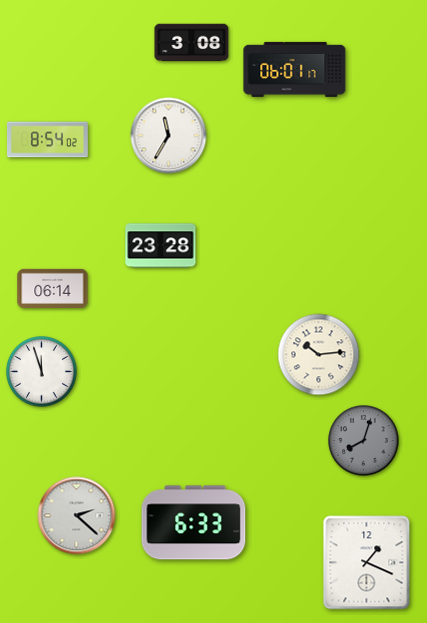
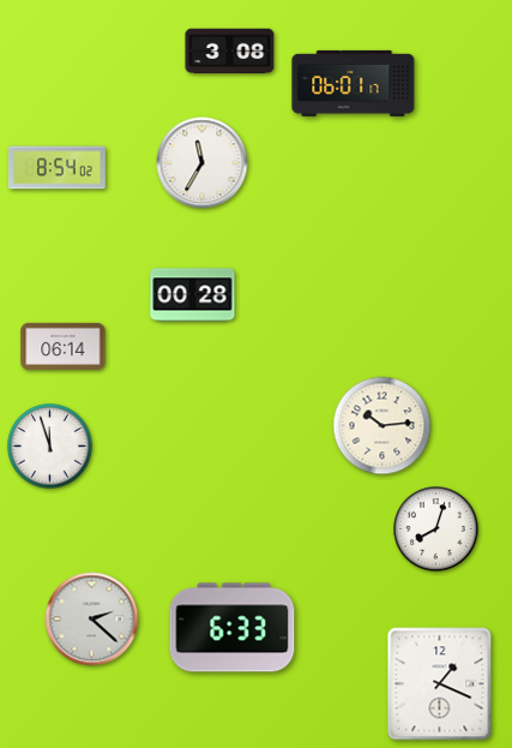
clock at (161, 246): 23:28 -> 00:28
clock at (364, 441) dial: grey -> white
clock at (367, 563) position: (367, 563) -> (440, 684)
